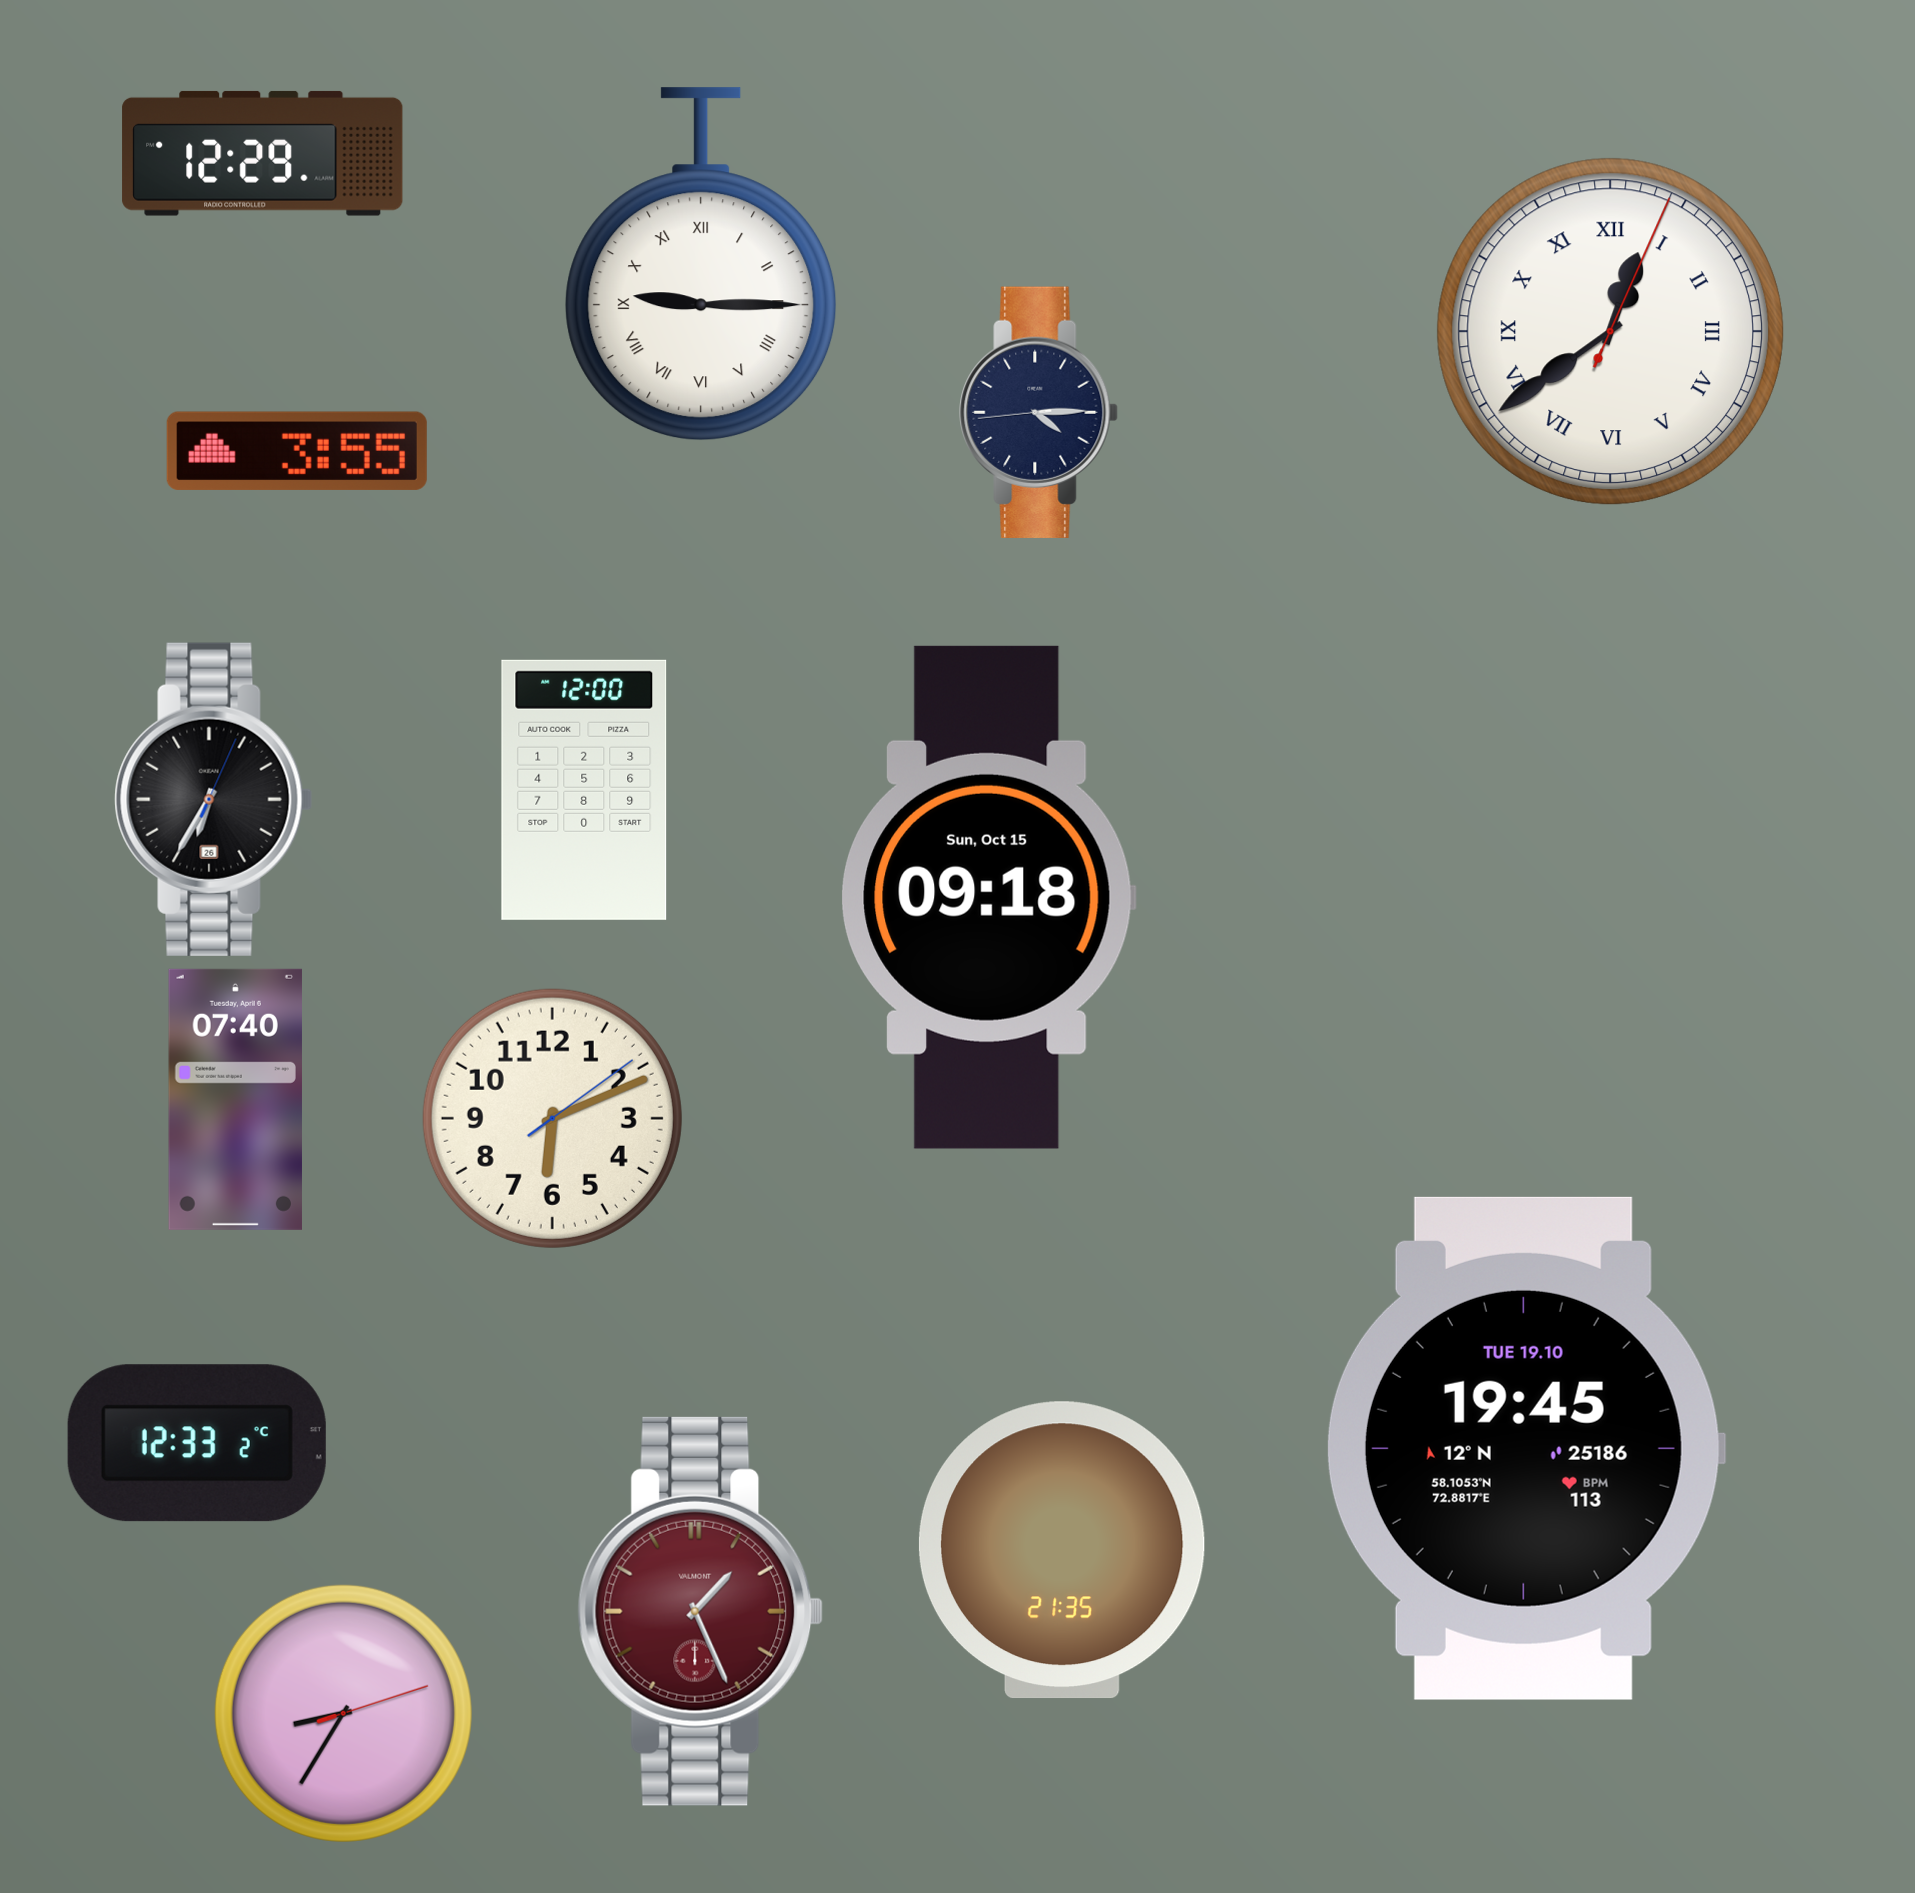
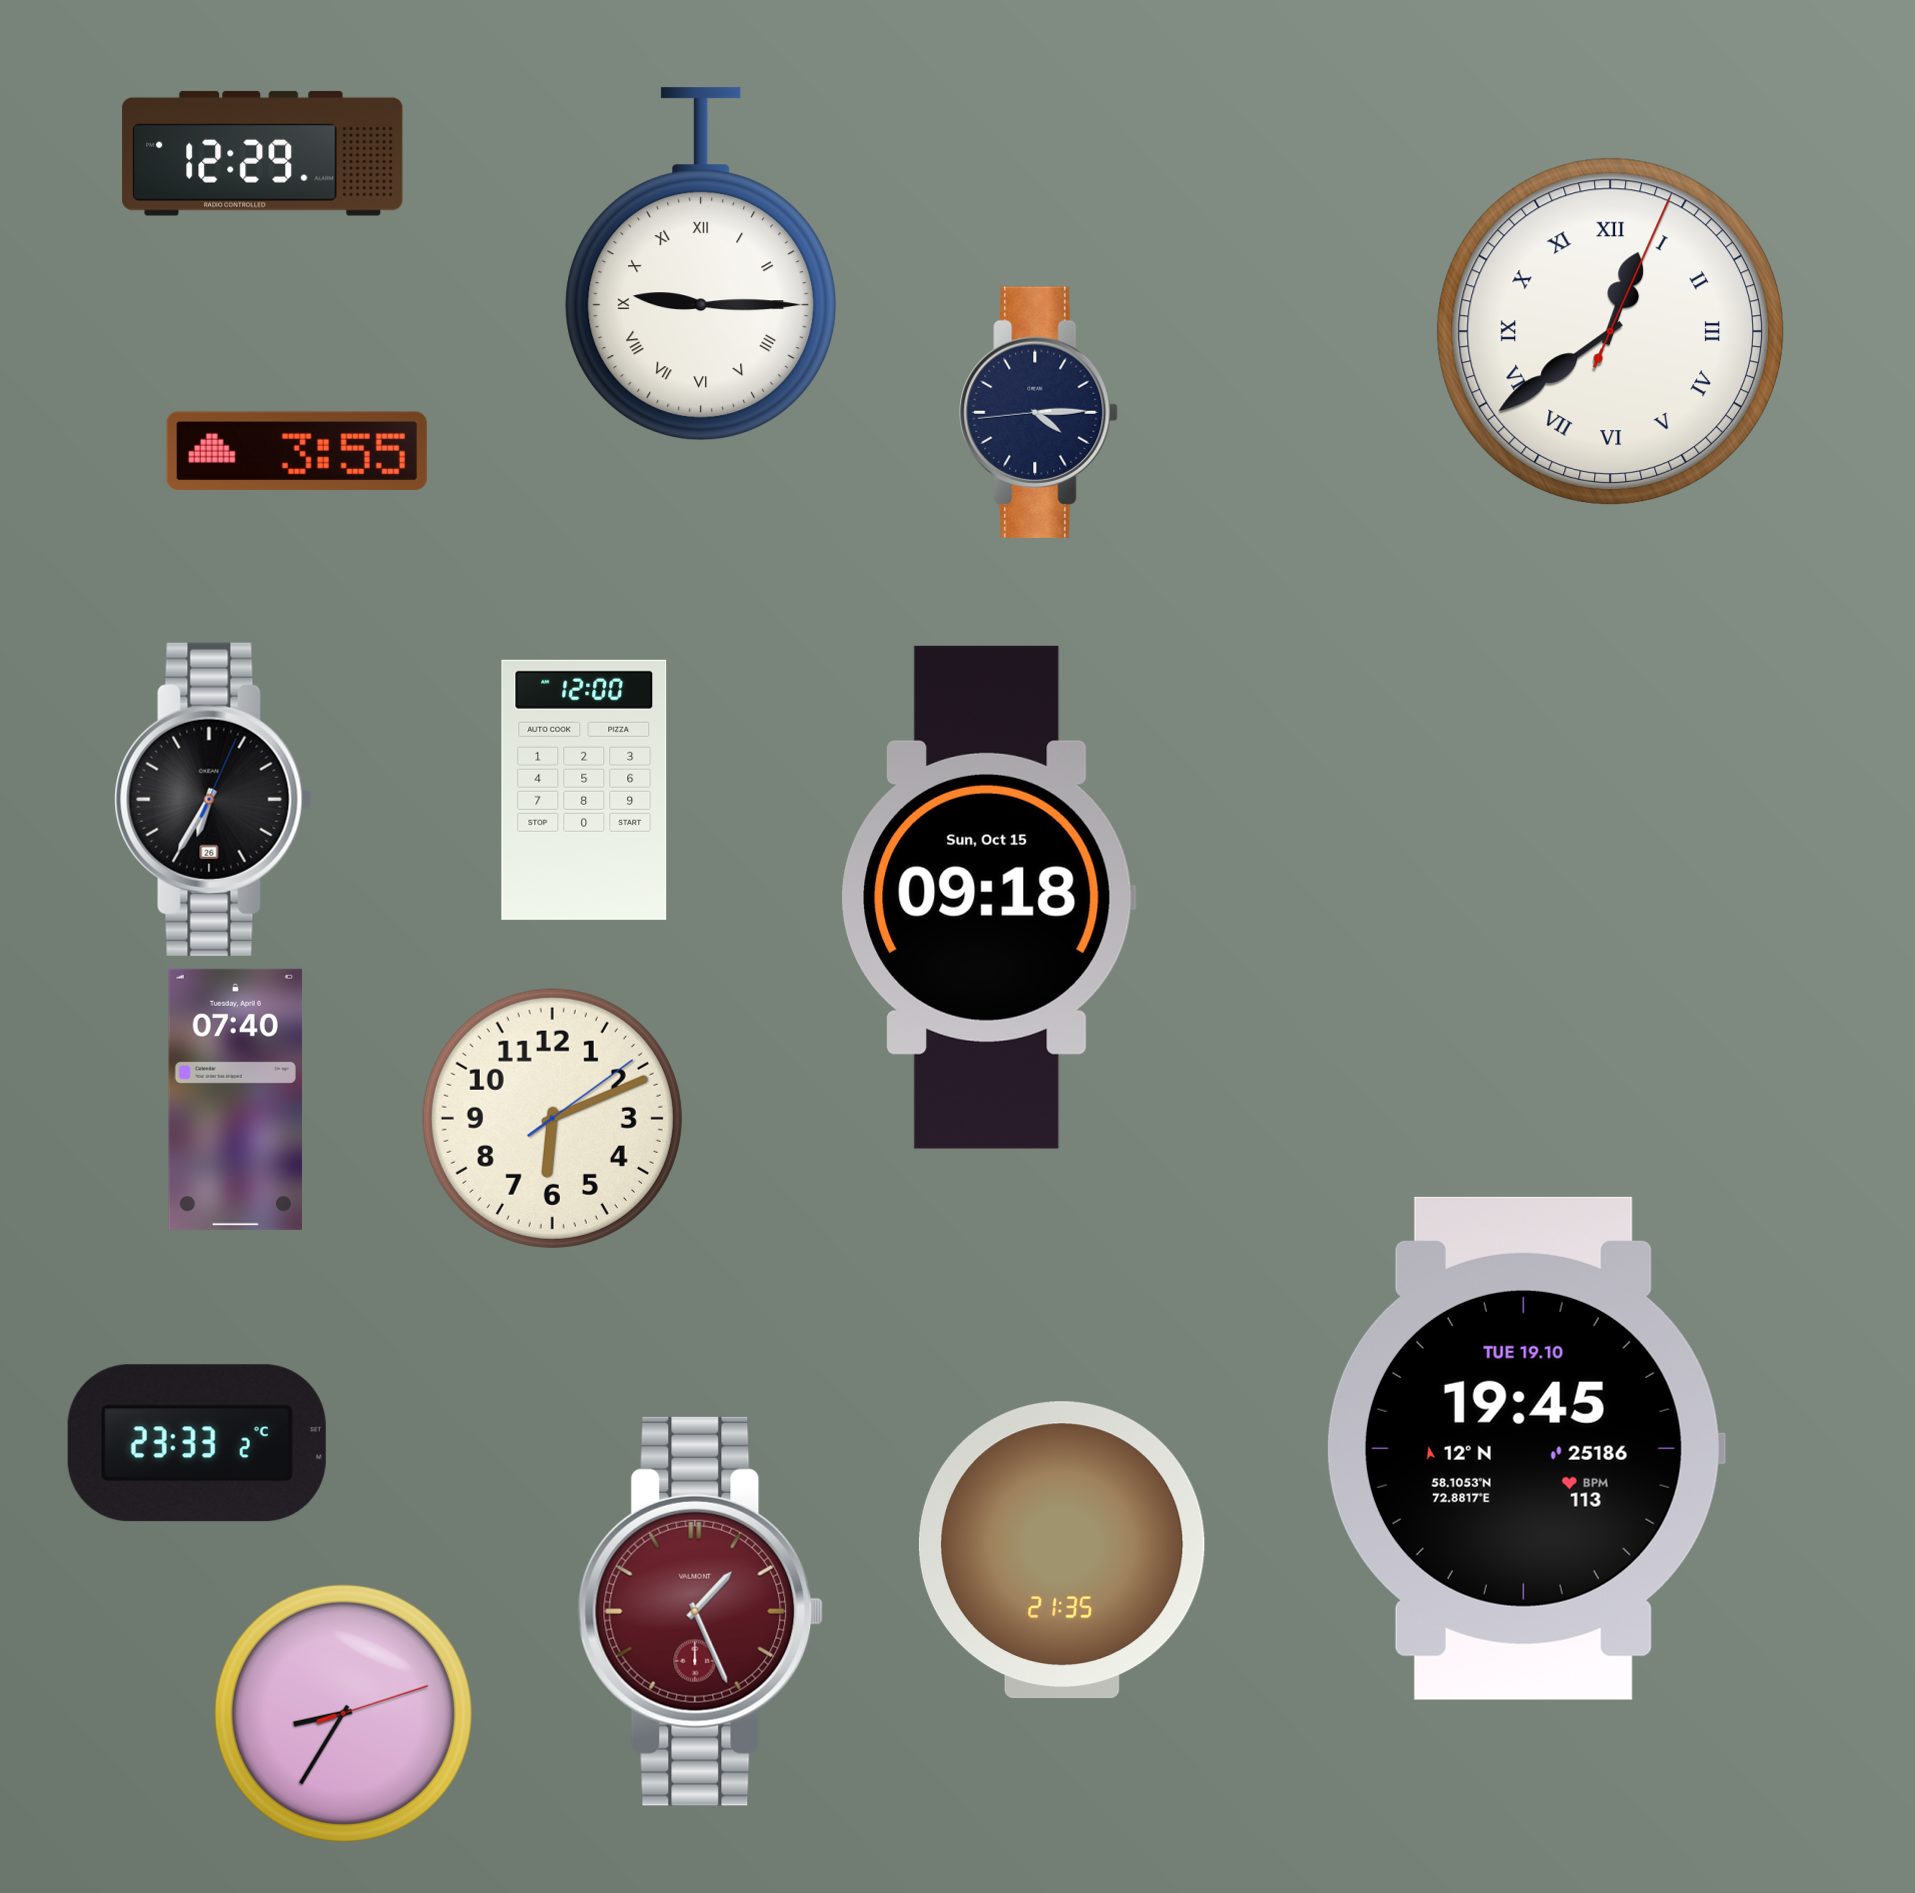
clock at (197, 1443): 12:33 -> 23:33
